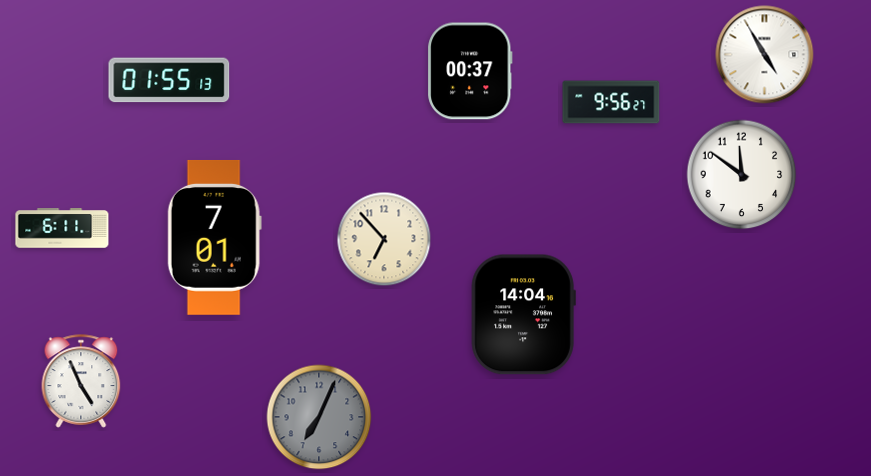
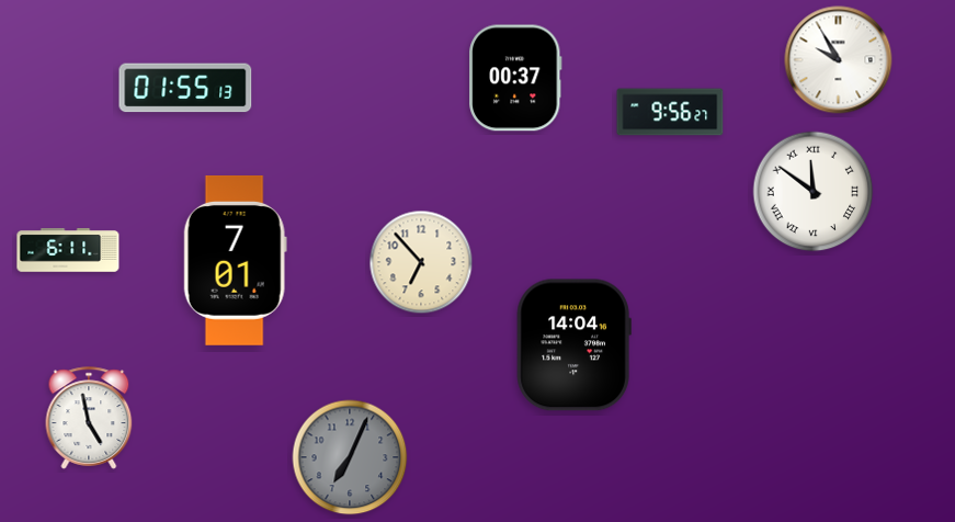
clock at (765, 55): 4:55 -> 9:55
clock at (742, 175) numerals: Arabic -> Roman
clock at (81, 381): 4:56 -> 4:58
